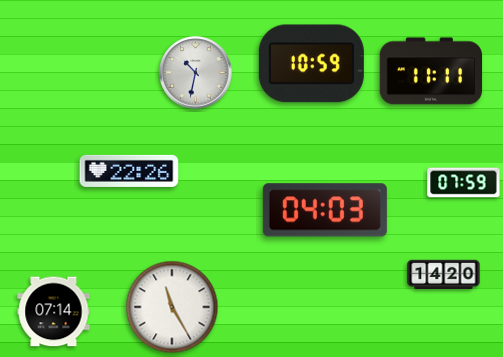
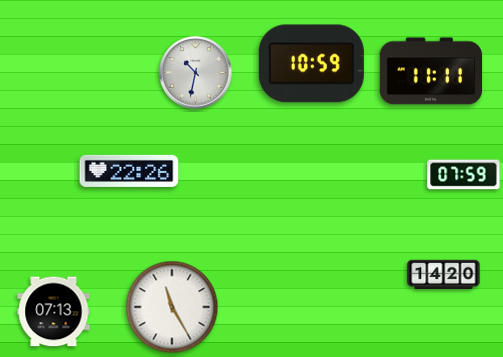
clock at (464, 183) position: (464, 183) -> (464, 175)
clock at (325, 210): 04:03 -> none
clock at (54, 312): 07:14 -> 07:13
